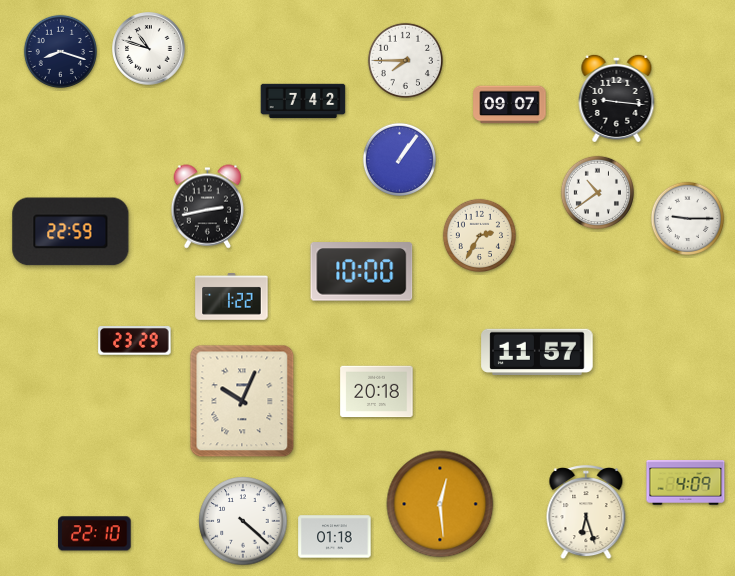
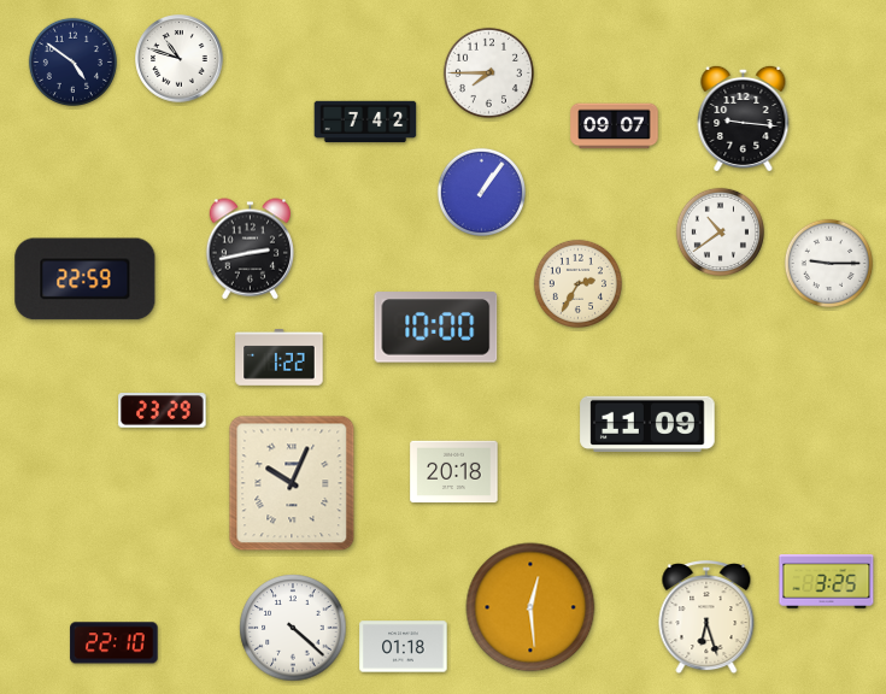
clock at (60, 51): 8:18 -> 4:51
clock at (537, 351): 11:57 -> 11:09
clock at (686, 483): 4:09 -> 3:25
